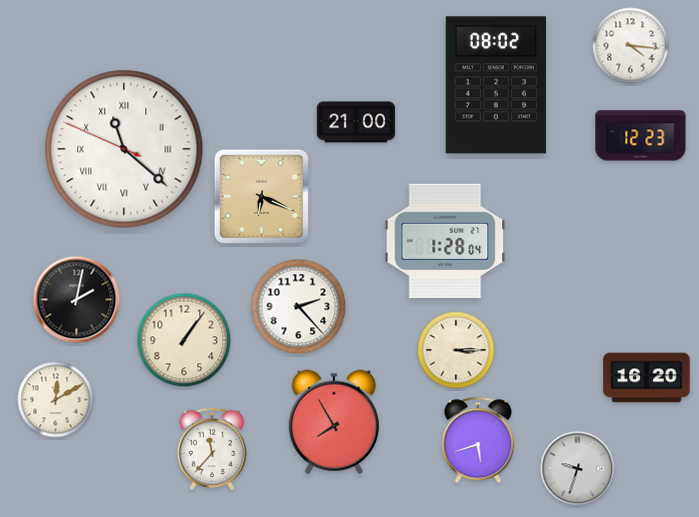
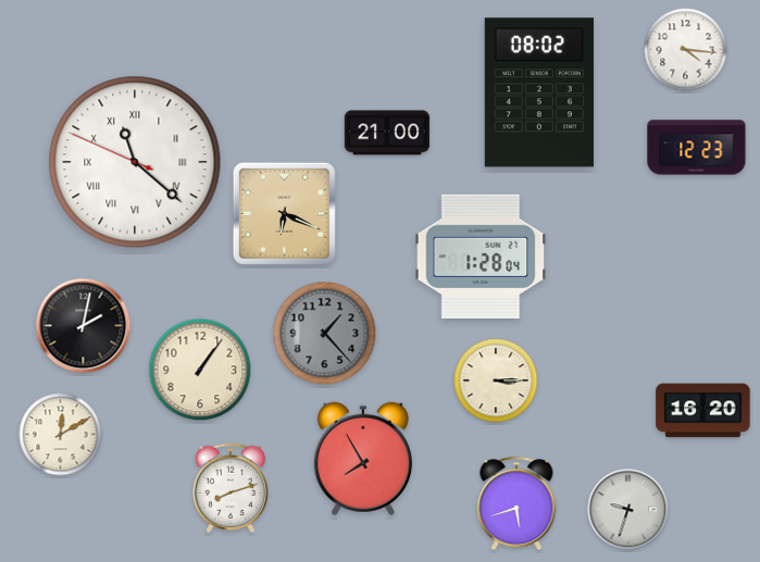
clock at (445, 240) position: (445, 240) -> (481, 255)
clock at (299, 307): 2:23 -> 1:23
clock at (299, 307) dial: white -> grey
clock at (478, 440) position: (478, 440) -> (516, 503)
clock at (211, 448): 11:37 -> 8:12
